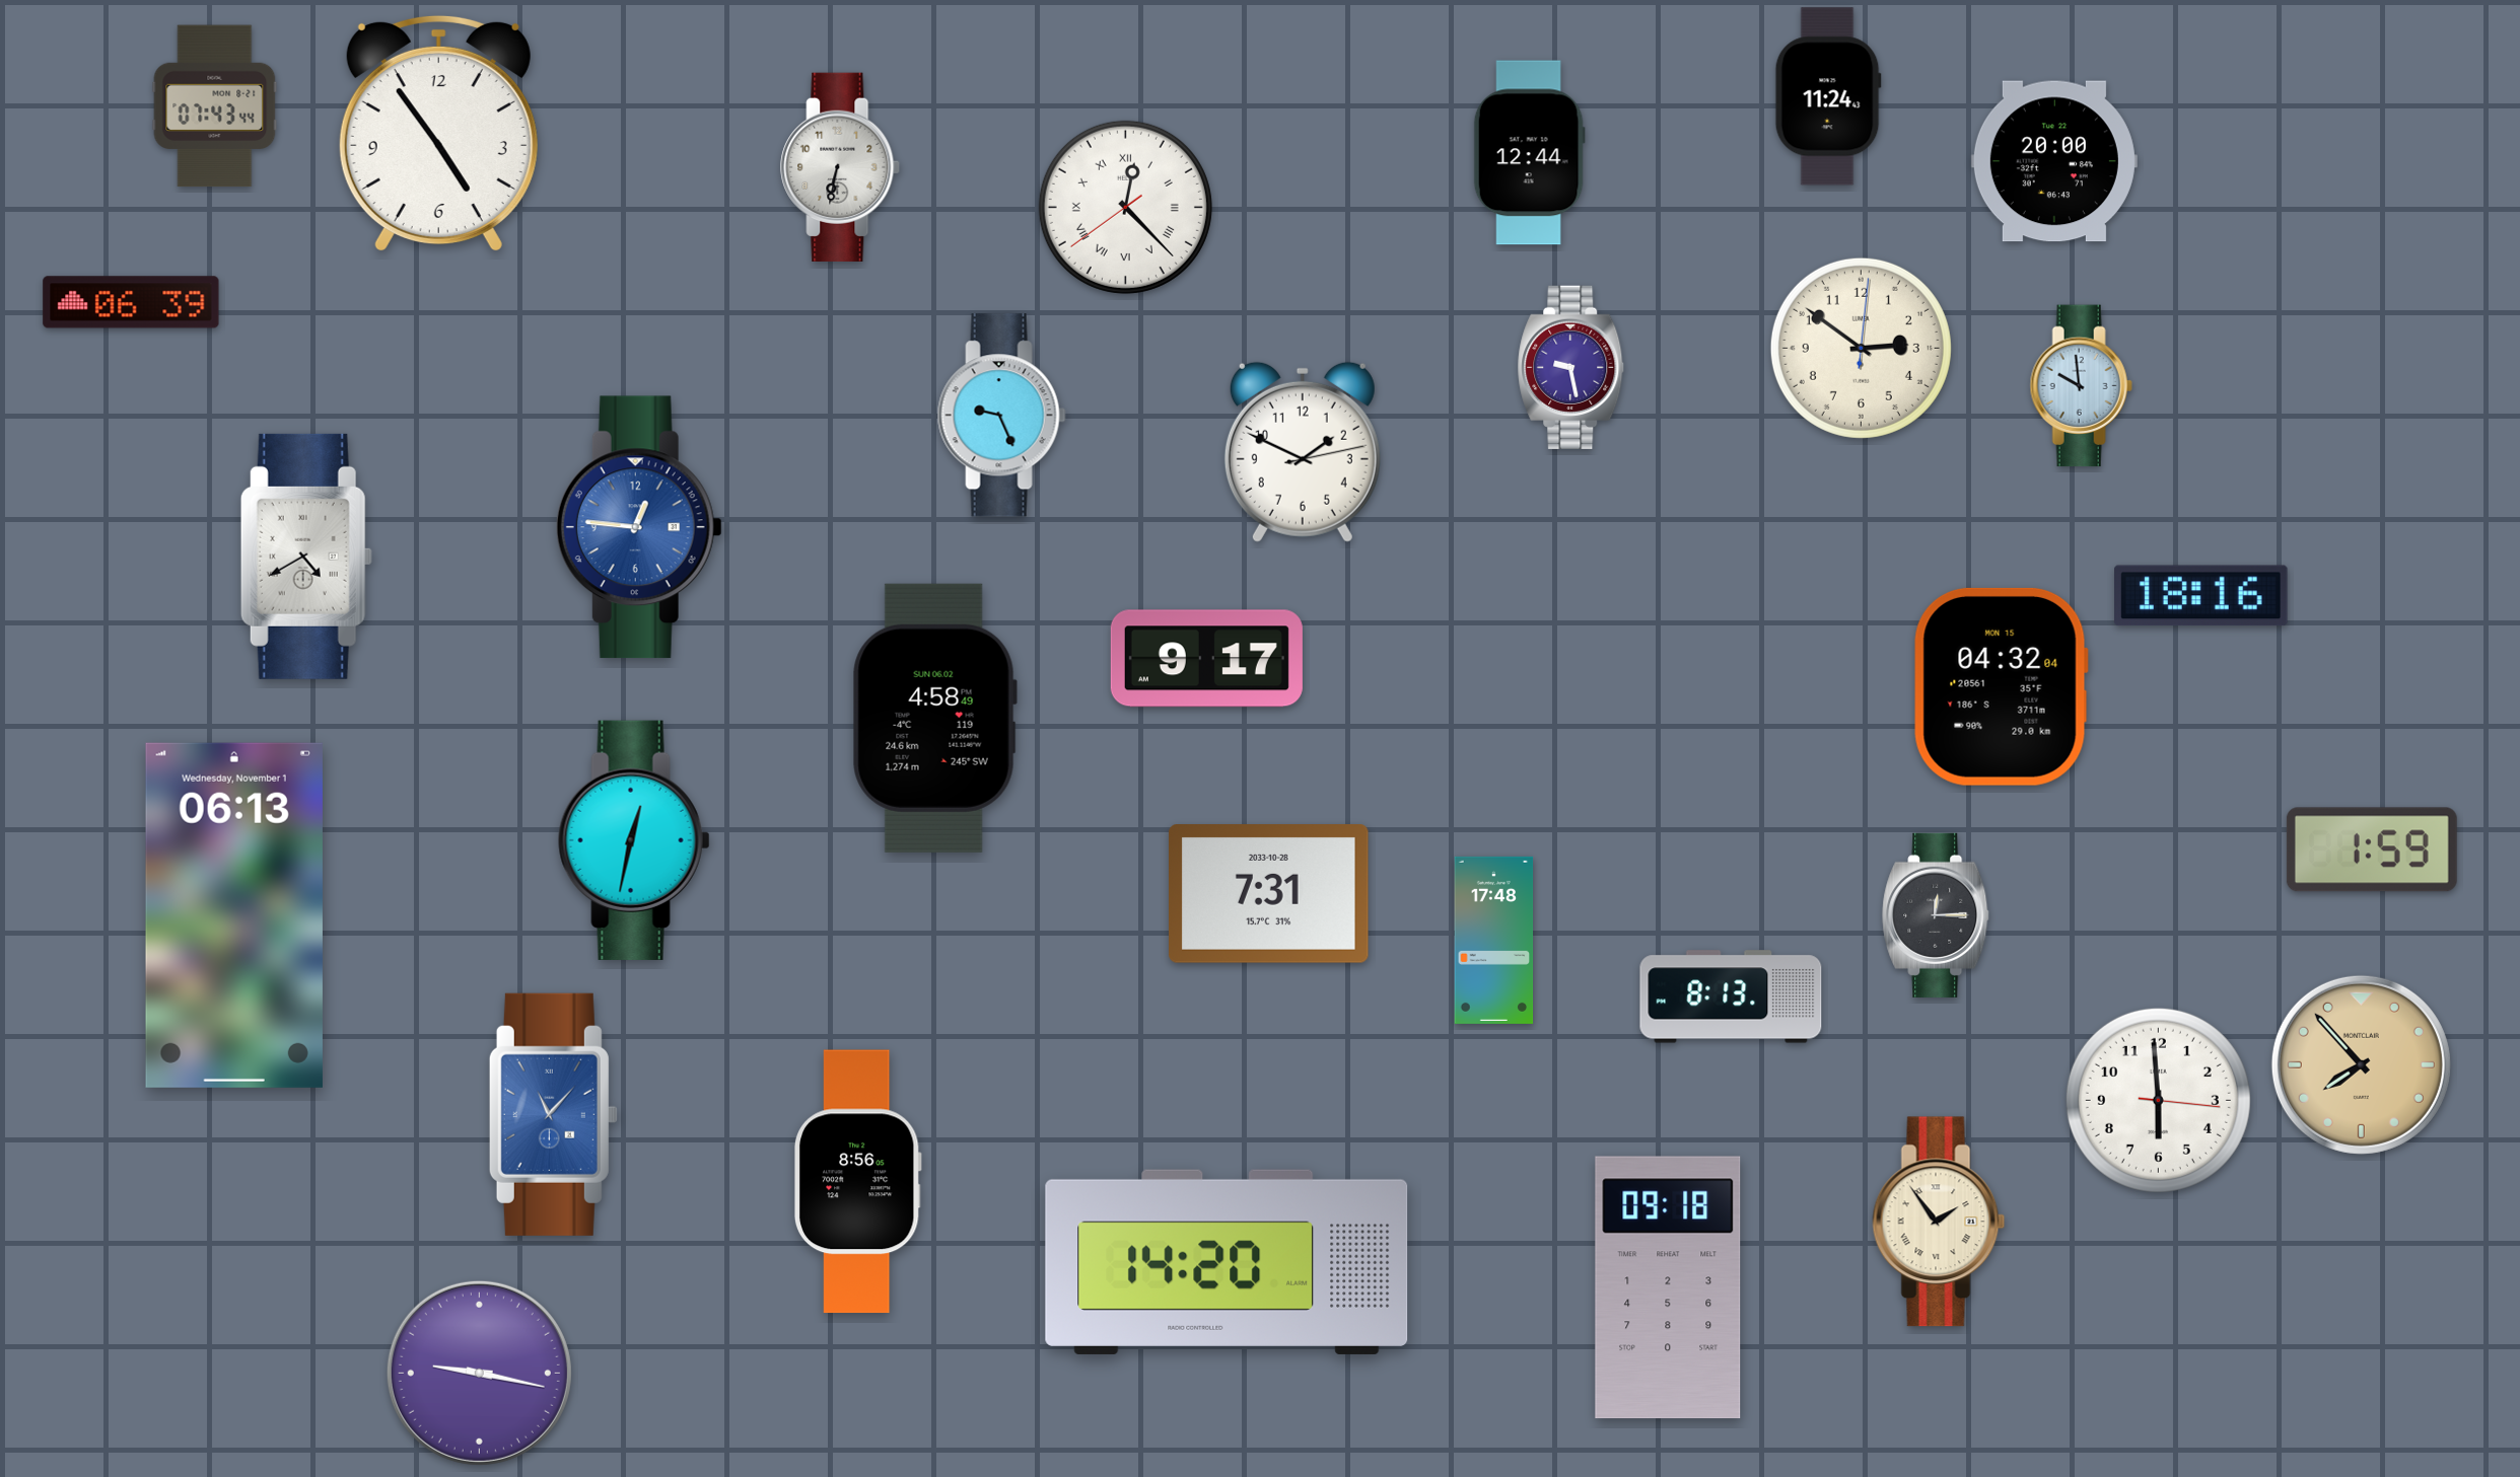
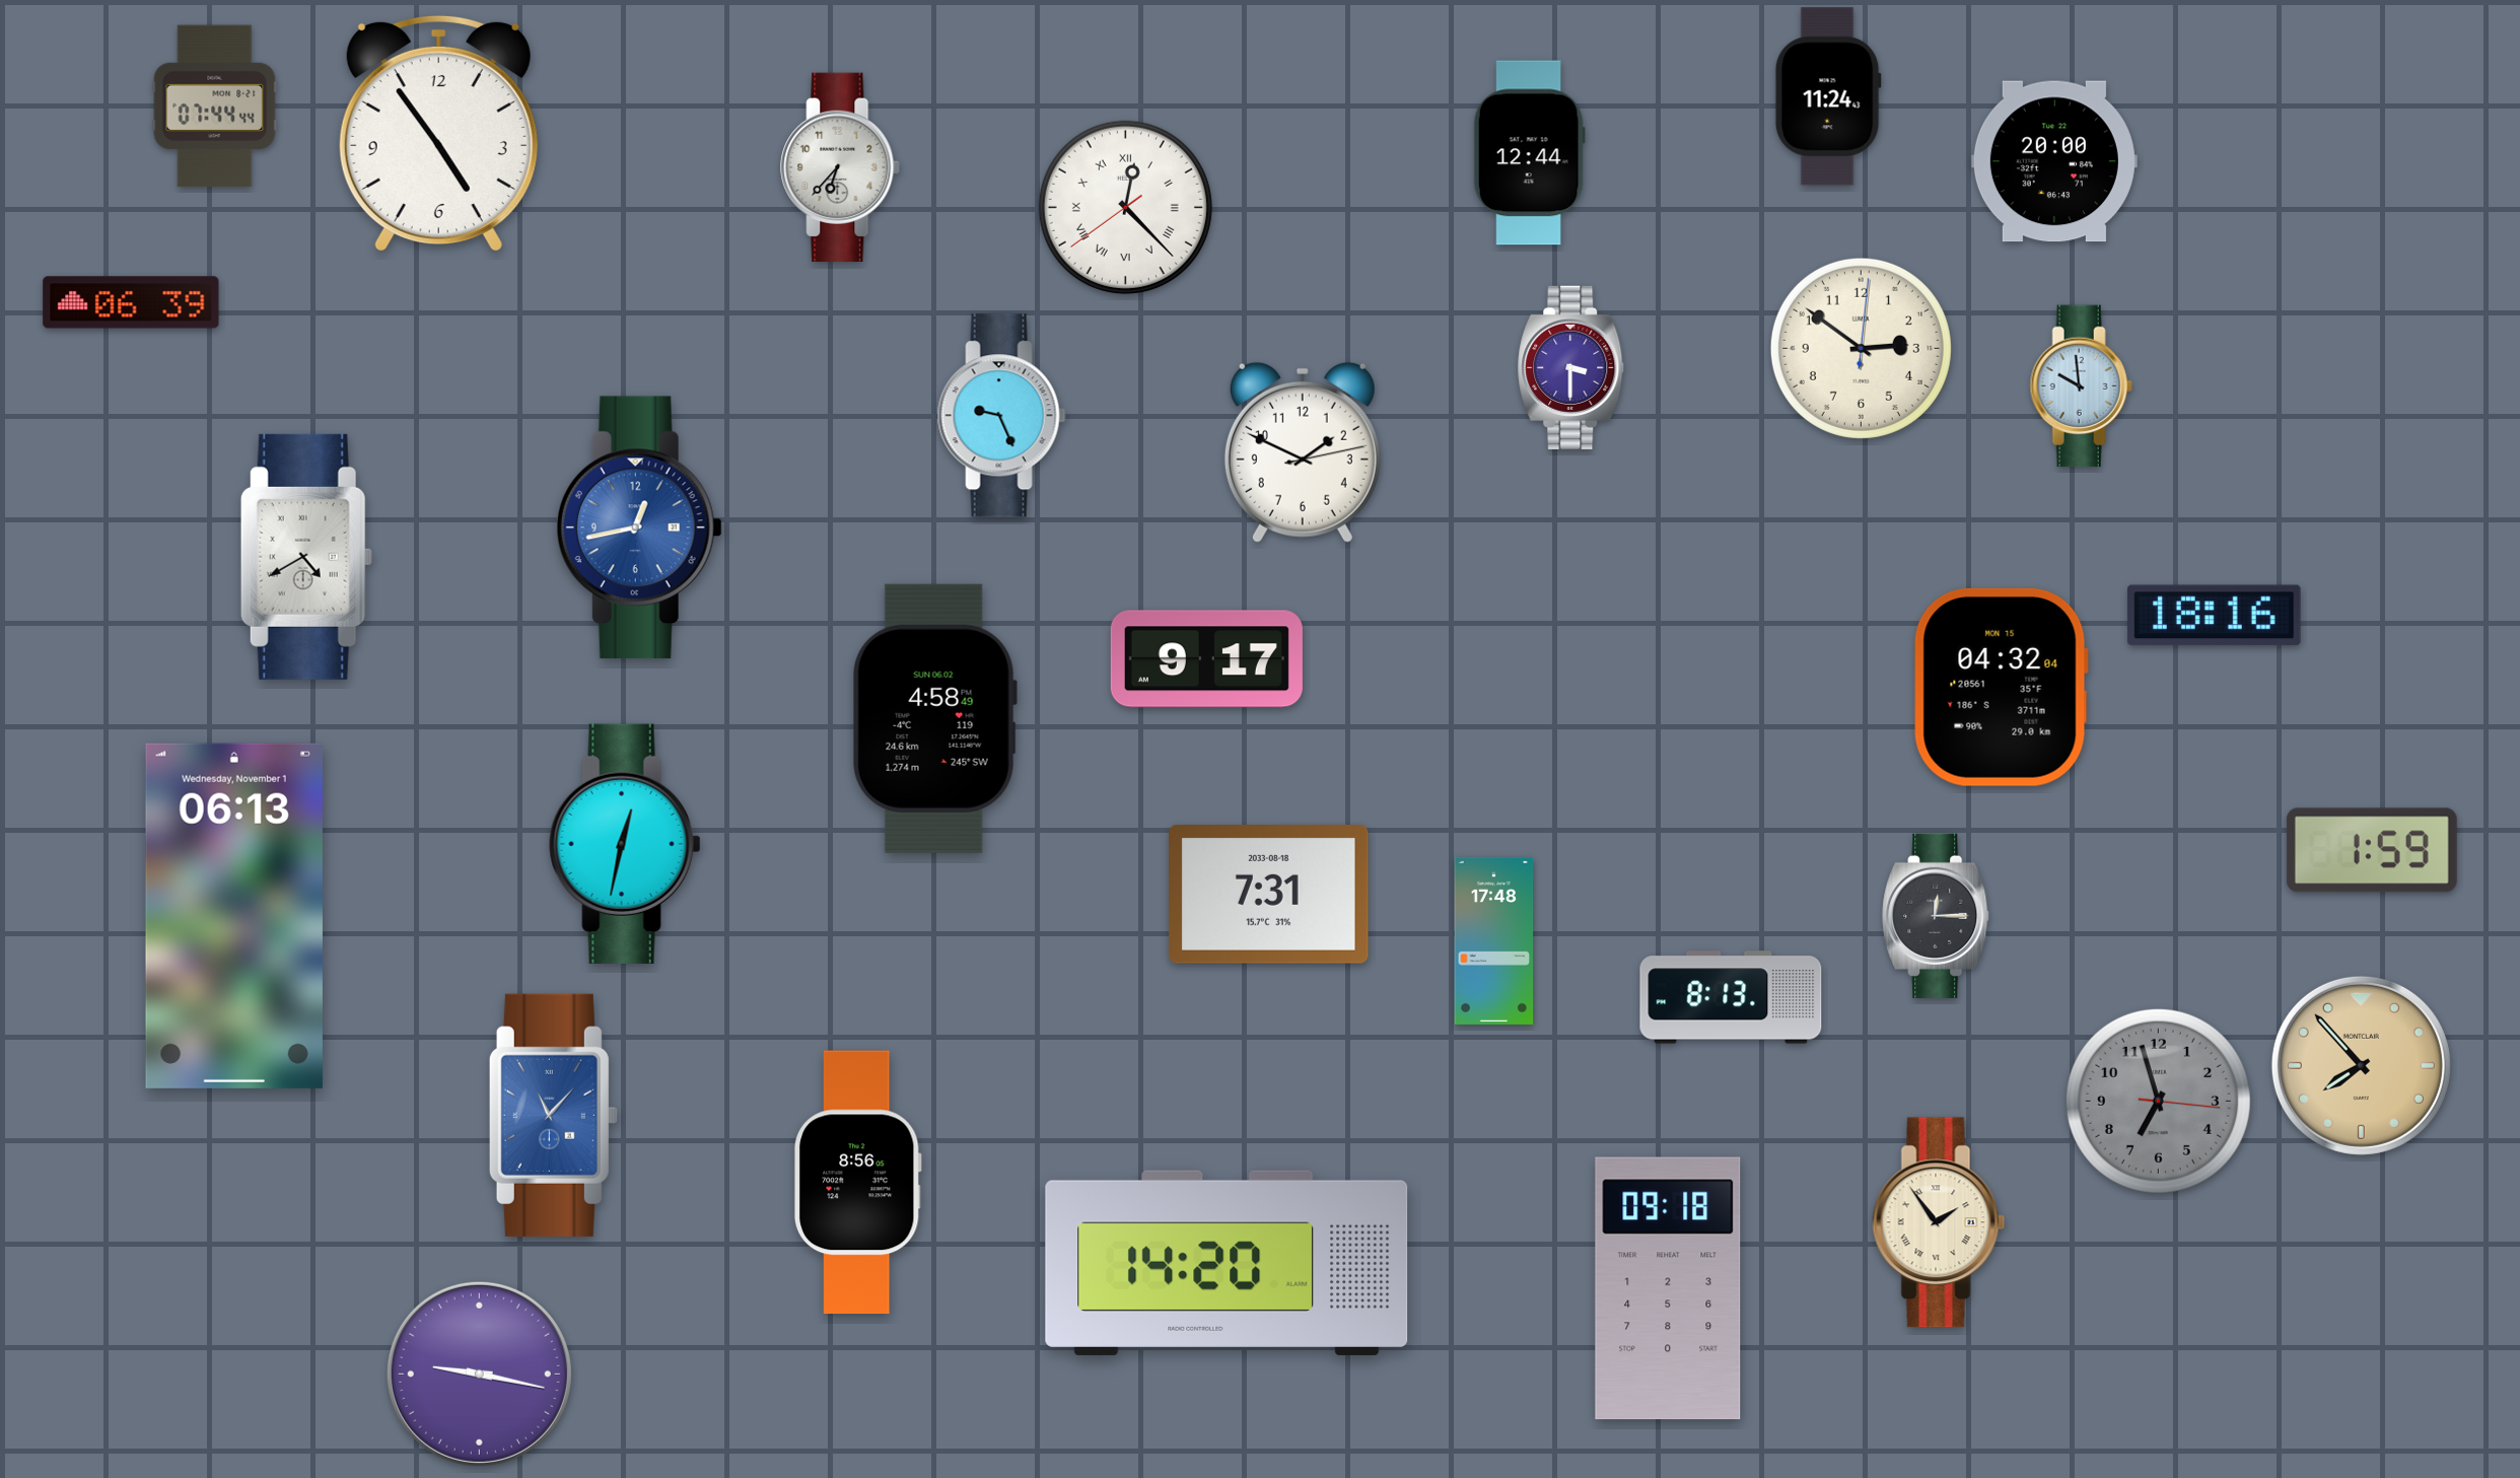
clock at (215, 106): 07:43 -> 07:44
clock at (841, 167): 6:32 -> 6:37
clock at (1571, 367): 9:28 -> 3:30
clock at (639, 527): 12:46 -> 12:43
clock at (2201, 596) position: (2201, 596) -> (2215, 616)
clock at (634, 840) position: (634, 840) -> (625, 844)
clock at (1269, 894) date: 2033-10-28 -> 2033-08-18
clock at (2158, 1100): 5:59 -> 6:57
clock at (2158, 1100) dial: white -> grey
